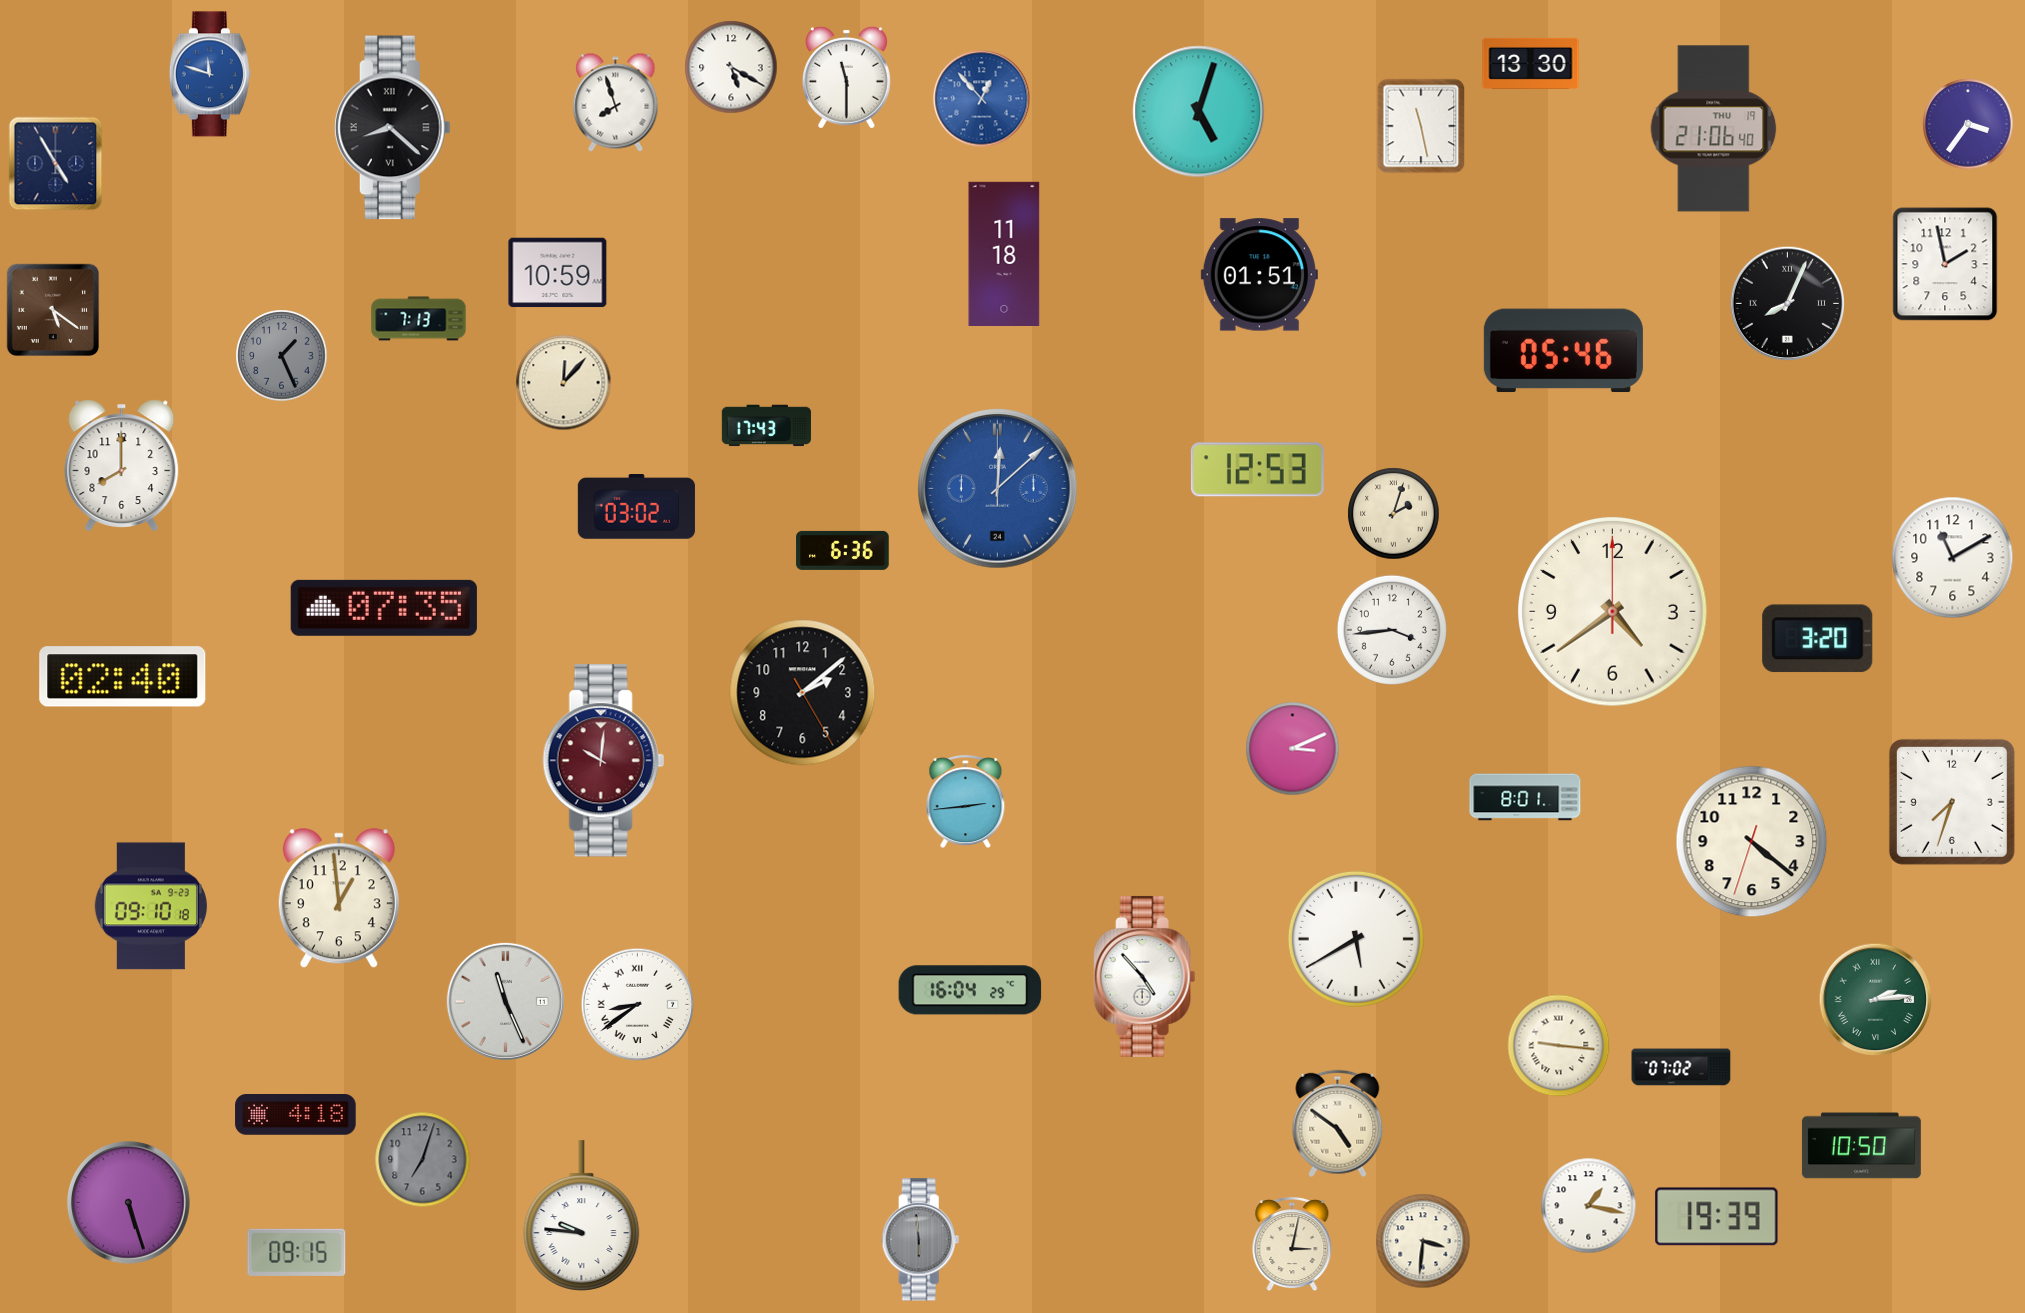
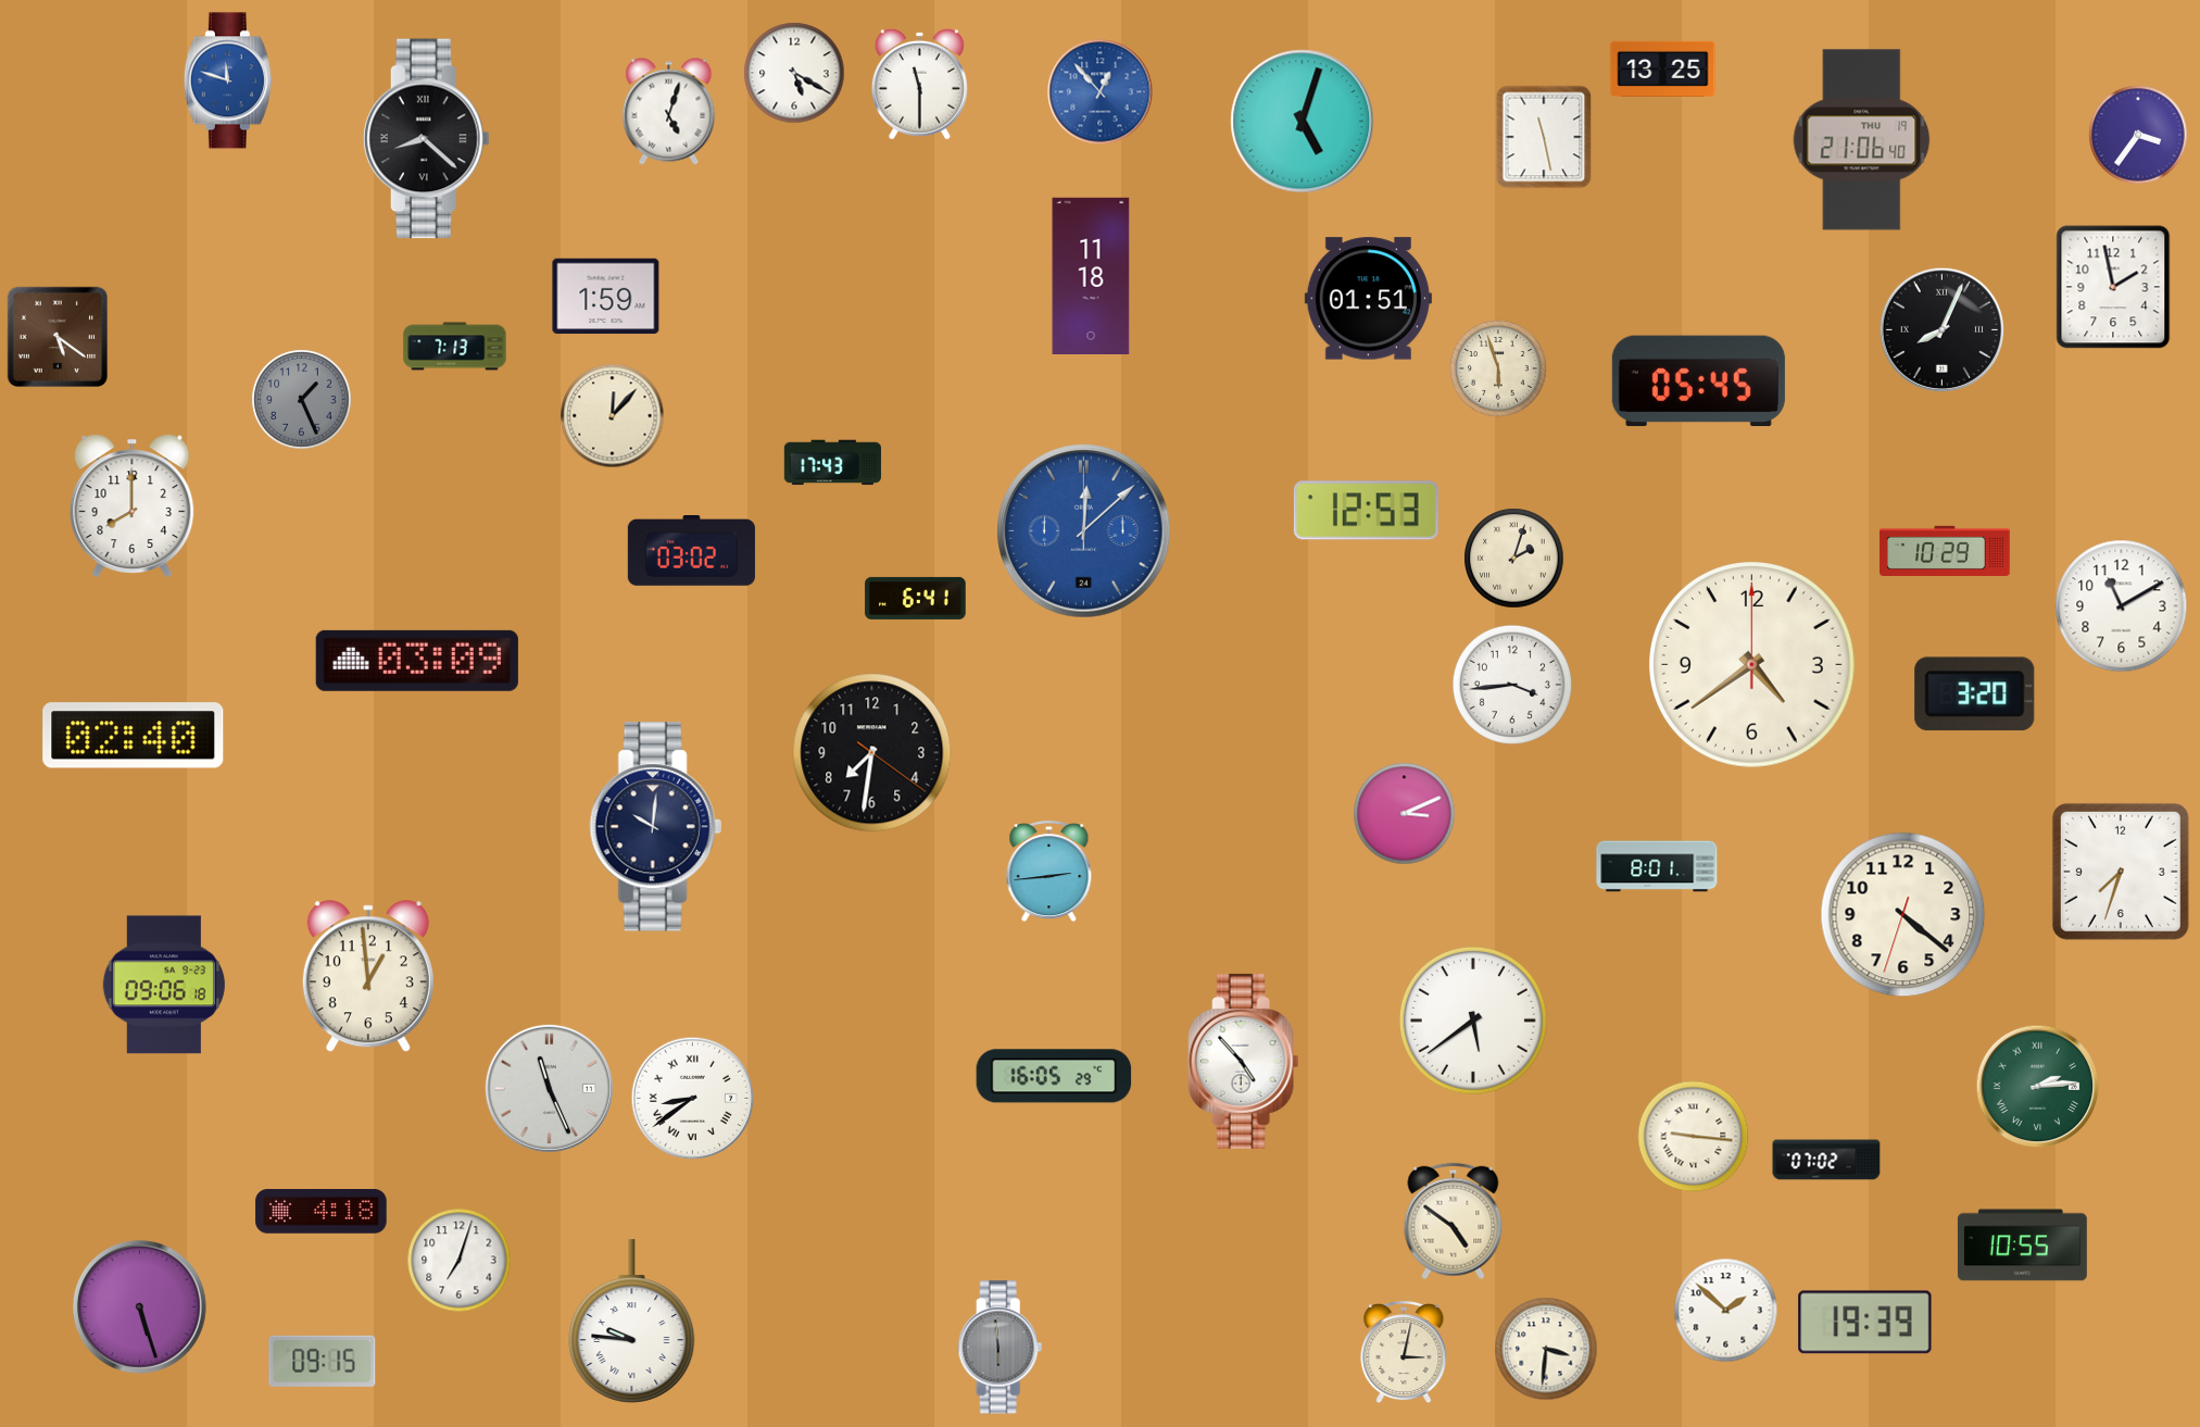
clock at (1531, 63): 13:30 -> 13:25
clock at (982, 99) position: (982, 99) -> (1101, 92)
clock at (616, 103): 7:57 -> 5:03
clock at (56, 164): 4:55 -> none
clock at (558, 273): 10:59 -> 1:59
clock at (1499, 370): none -> 5:57
clock at (1563, 351): 05:46 -> 05:45
clock at (282, 356) position: (282, 356) -> (302, 400)
clock at (1945, 551): none -> 10:29
clock at (843, 550): 6:36 -> 6:41
clock at (384, 608): 07:35 -> 03:09
clock at (803, 693): 2:08 -> 7:31
clock at (603, 761) dial: burgundy -> navy
clock at (151, 906): 09:10 -> 09:06
clock at (1356, 939): 5:40 -> 5:39
clock at (970, 990): 16:04 -> 16:05
clock at (638, 1005) position: (638, 1005) -> (693, 1099)
clock at (1861, 1146): 10:50 -> 10:55
clock at (423, 1160) dial: grey -> white
clock at (1589, 1206): 1:17 -> 1:52
